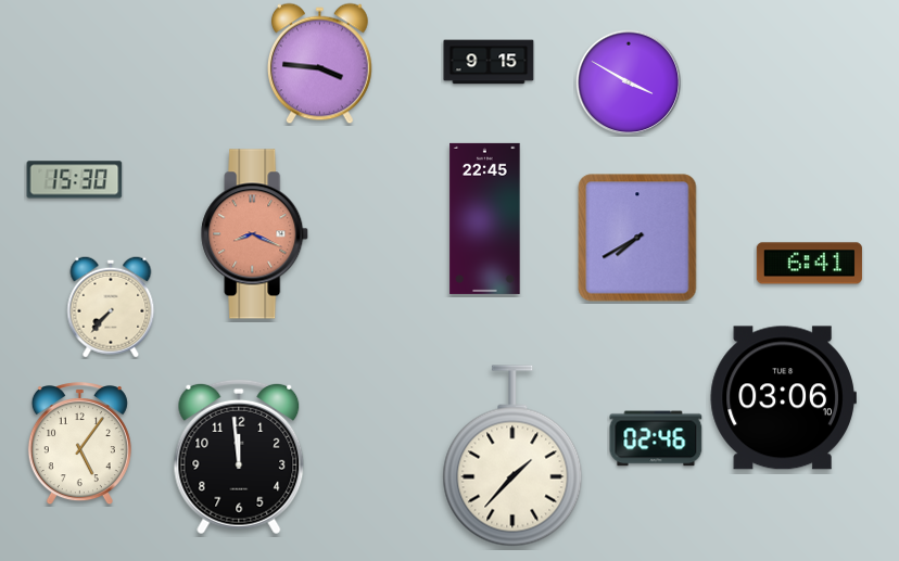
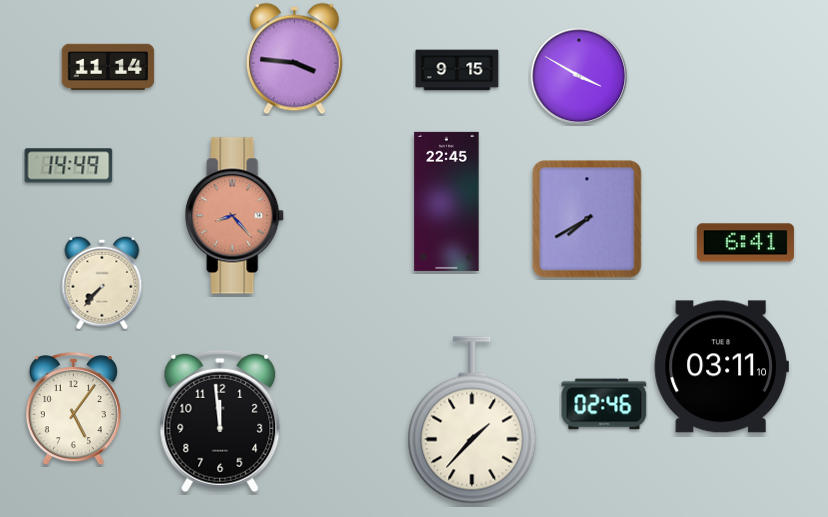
clock at (489, 62) position: (489, 62) -> (457, 70)
clock at (108, 66): none -> 11:14
clock at (75, 180): 15:30 -> 14:49
clock at (255, 234): 8:19 -> 8:23
clock at (783, 398): 03:06 -> 03:11
